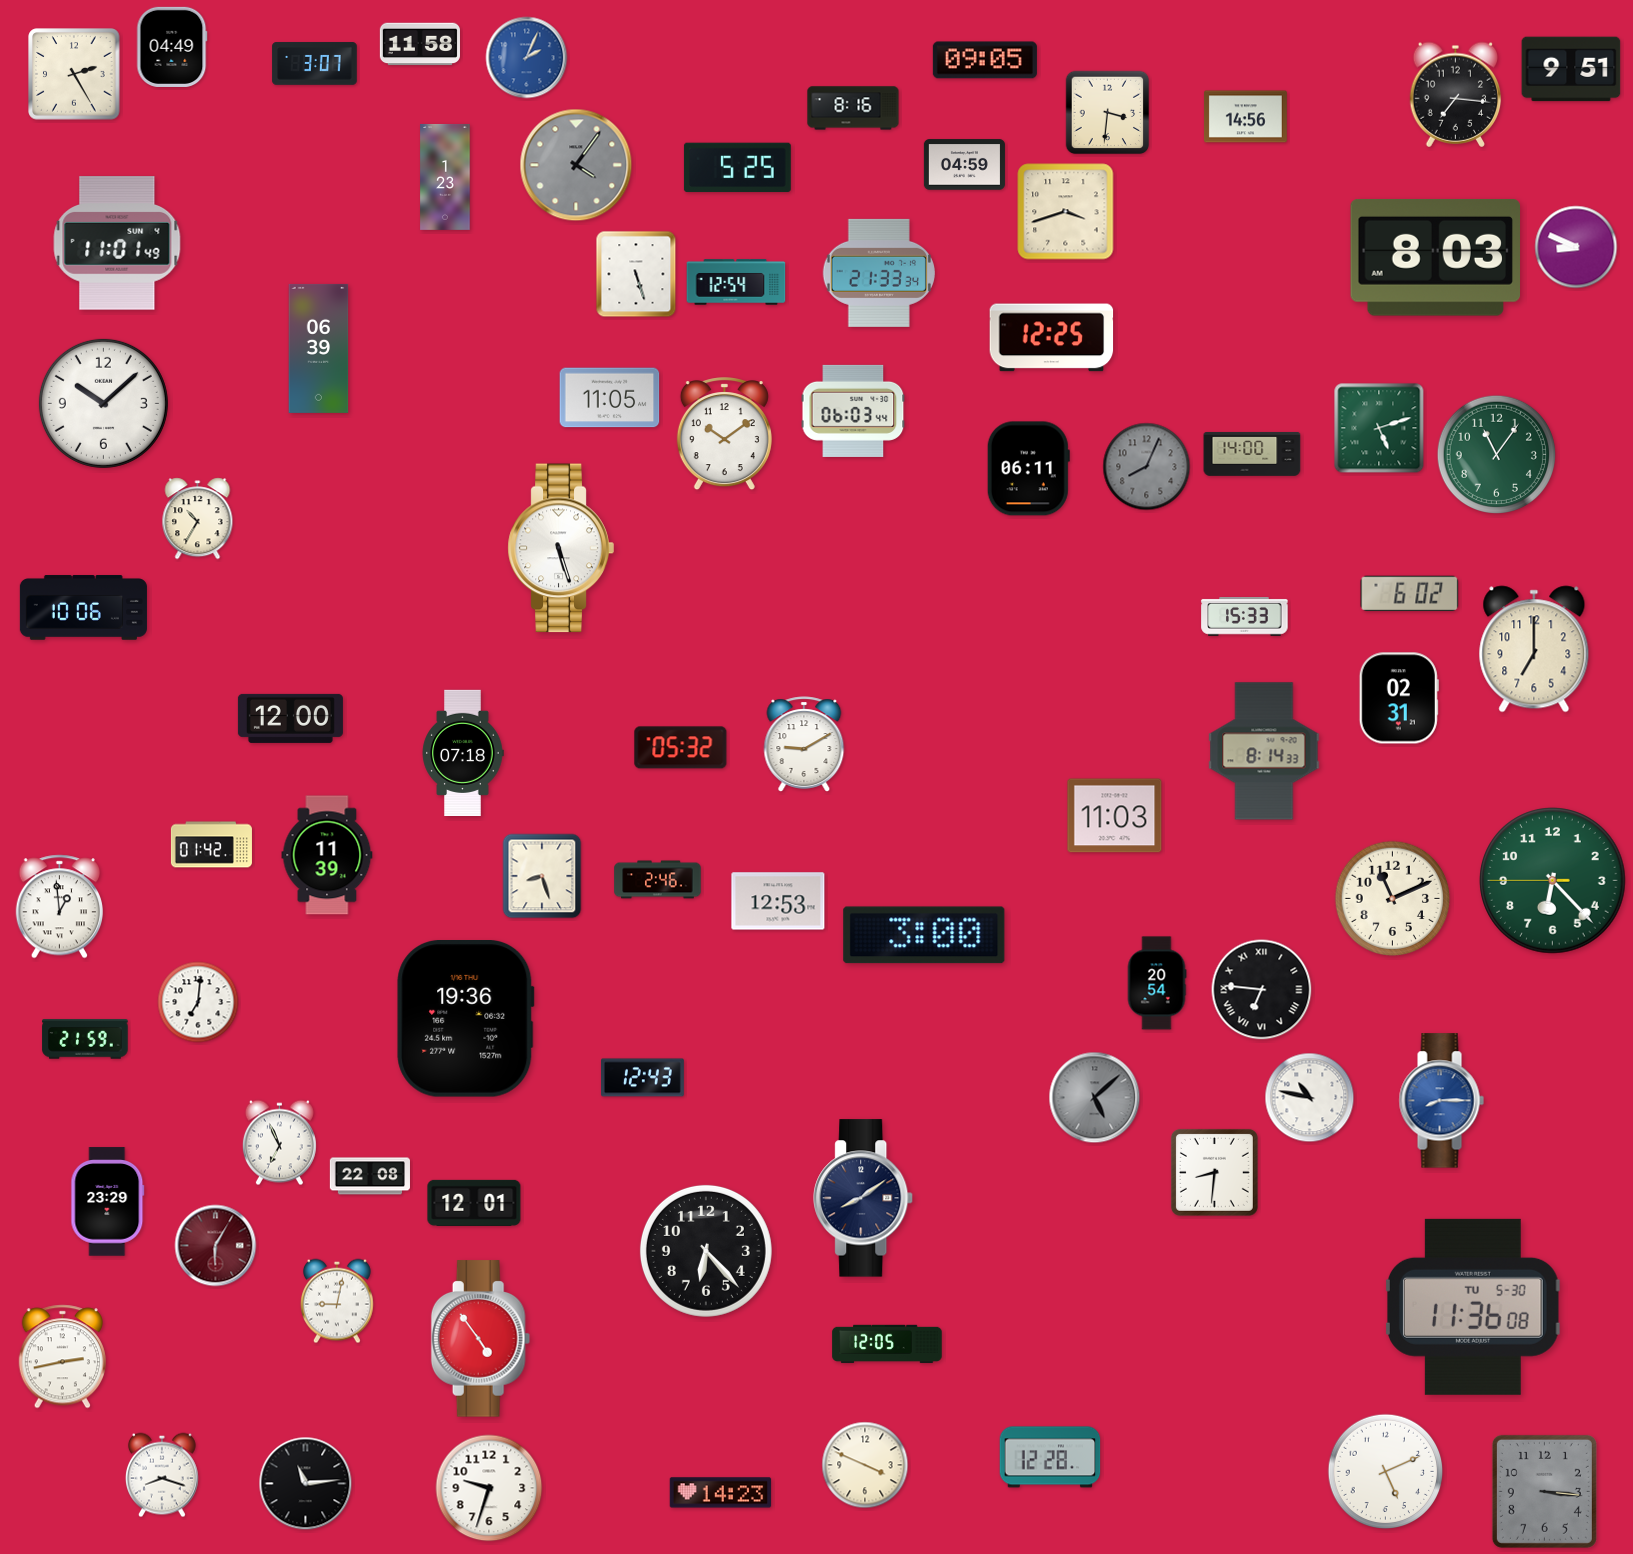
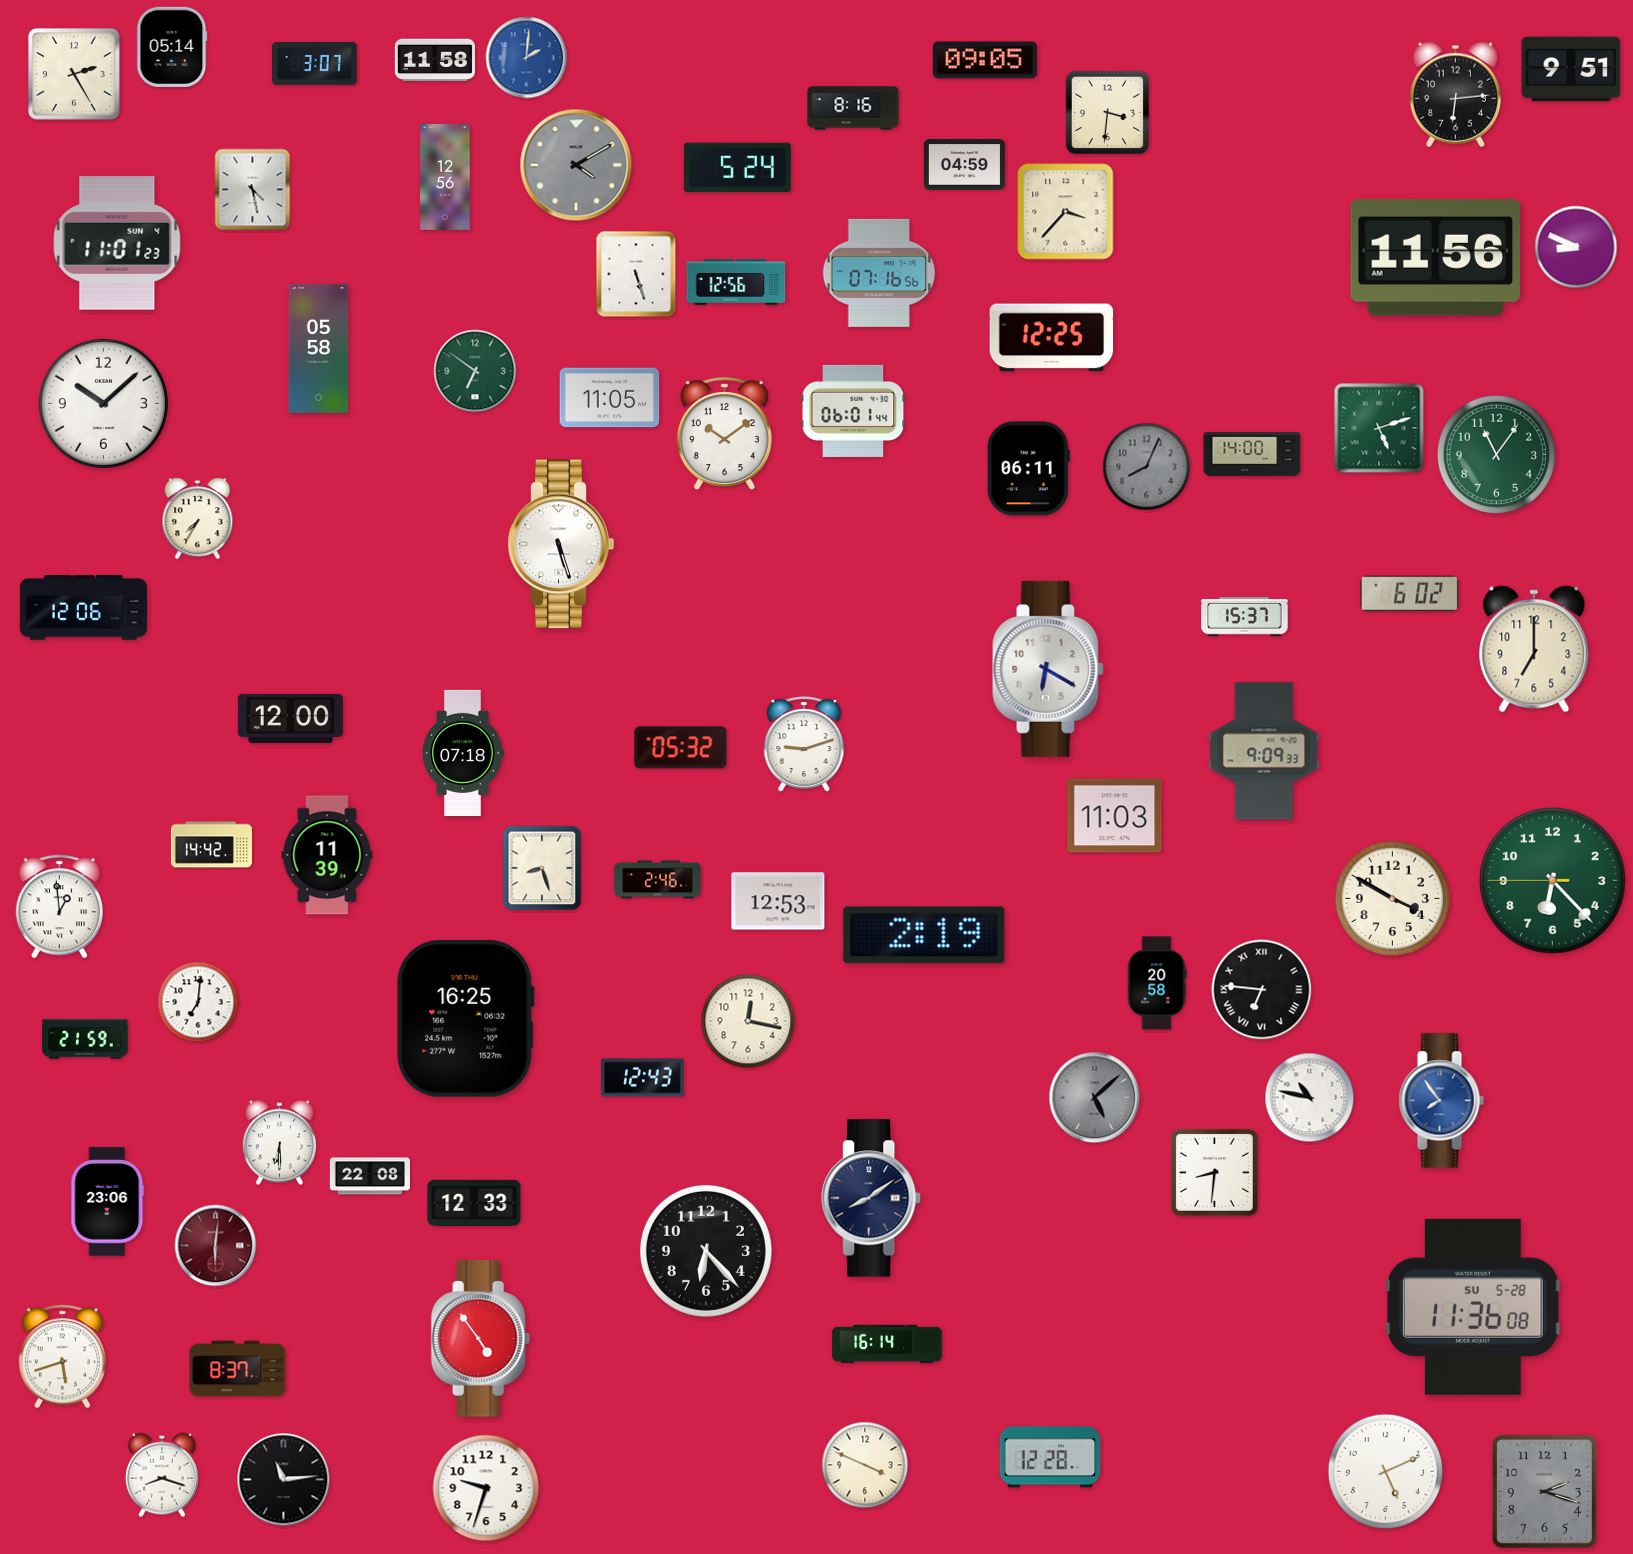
clock at (420, 44) position: (420, 44) -> (435, 60)
clock at (172, 47): 04:49 -> 05:14
clock at (527, 58): 2:04 -> 2:01
clock at (1456, 94): 7:16 -> 6:14
clock at (1245, 117): 14:56 -> none
clock at (576, 165): 4:06 -> 4:10
clock at (737, 168): 5:25 -> 5:24
clock at (445, 177): 1:23 -> 12:56
clock at (253, 190): none -> 4:28
clock at (1066, 212): 3:42 -> 3:37
clock at (117, 243): 11:01:49 -> 11:01:23
clock at (1435, 258): 8:03 -> 11:56
clock at (879, 273): 21:33 -> 07:16
clock at (736, 282): 12:54 -> 12:56
clock at (319, 348): 06:39 -> 05:58
clock at (475, 371): none -> 6:51
clock at (853, 411): 06:03 -> 06:01
clock at (198, 519): 10:35 -> 7:35
clock at (561, 548) position: (561, 548) -> (561, 544)
clock at (83, 608): 10:06 -> 12:06
clock at (1245, 617): 15:33 -> 15:37
clock at (1048, 669): none -> 6:20
clock at (1399, 698): 02:31 -> none
clock at (804, 744): 9:10 -> 9:12
clock at (1264, 751): 8:14 -> 9:09
clock at (211, 845): 01:42 -> 14:42
clock at (542, 876) position: (542, 876) -> (542, 868)
clock at (1393, 899): 11:11 -> 3:50
clock at (924, 935): 3:00 -> 2:19
clock at (1157, 983): 20:54 -> 20:58
clock at (466, 1019): 19:36 -> 16:25
clock at (748, 1021): none -> 12:17
clock at (1441, 1101): 8:15 -> 7:54
clock at (279, 1143): 6:56 -> 6:30
clock at (864, 1198) position: (864, 1198) -> (872, 1198)
clock at (108, 1202): 23:29 -> 23:06
clock at (474, 1203): 12:01 -> 12:33
clock at (216, 1246): 6:05 -> 6:01
clock at (337, 1301): 9:02 -> none
clock at (1473, 1307) date: TU 5-30 -> SU 5-28
clock at (887, 1344): 12:05 -> 16:14
clock at (62, 1357): 2:43 -> 5:42
clock at (238, 1369): none -> 8:37
clock at (306, 1484) position: (306, 1484) -> (284, 1480)
clock at (489, 1488) position: (489, 1488) -> (486, 1488)
clock at (1544, 1491): 3:16 -> 2:18
clock at (721, 1493): 14:23 -> none
